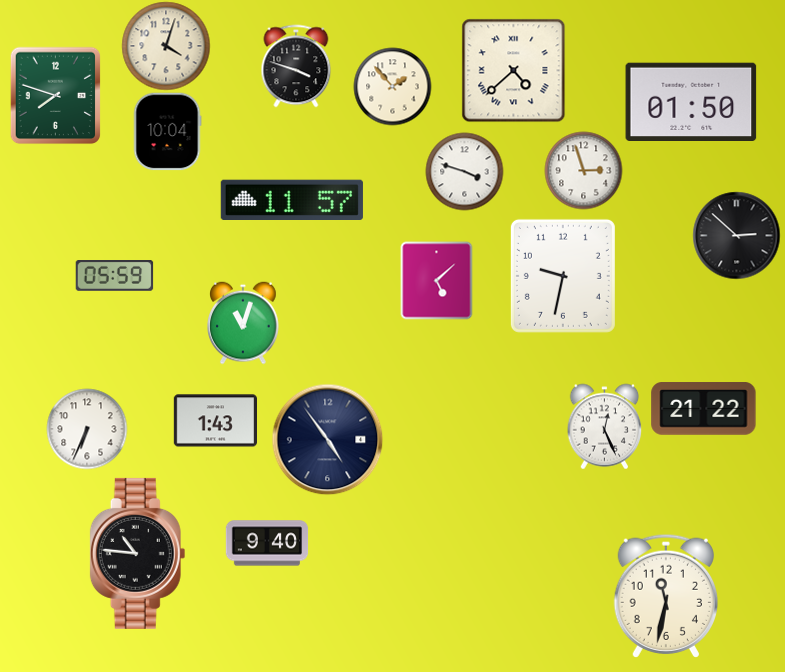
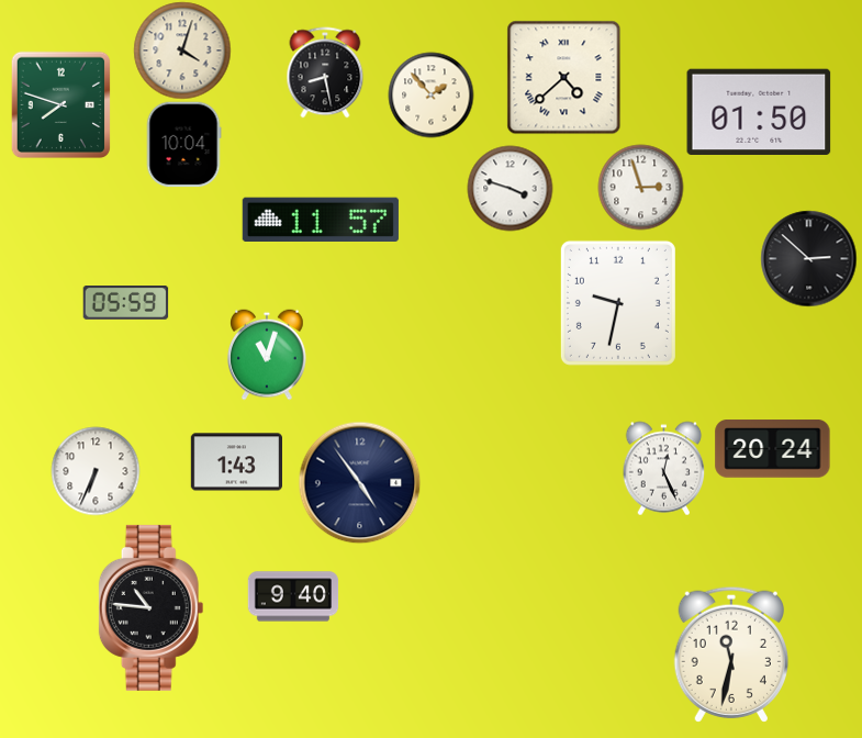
clock at (296, 66): 3:48 -> 8:28
clock at (437, 280): 5:08 -> none
clock at (704, 409): 21:22 -> 20:24
